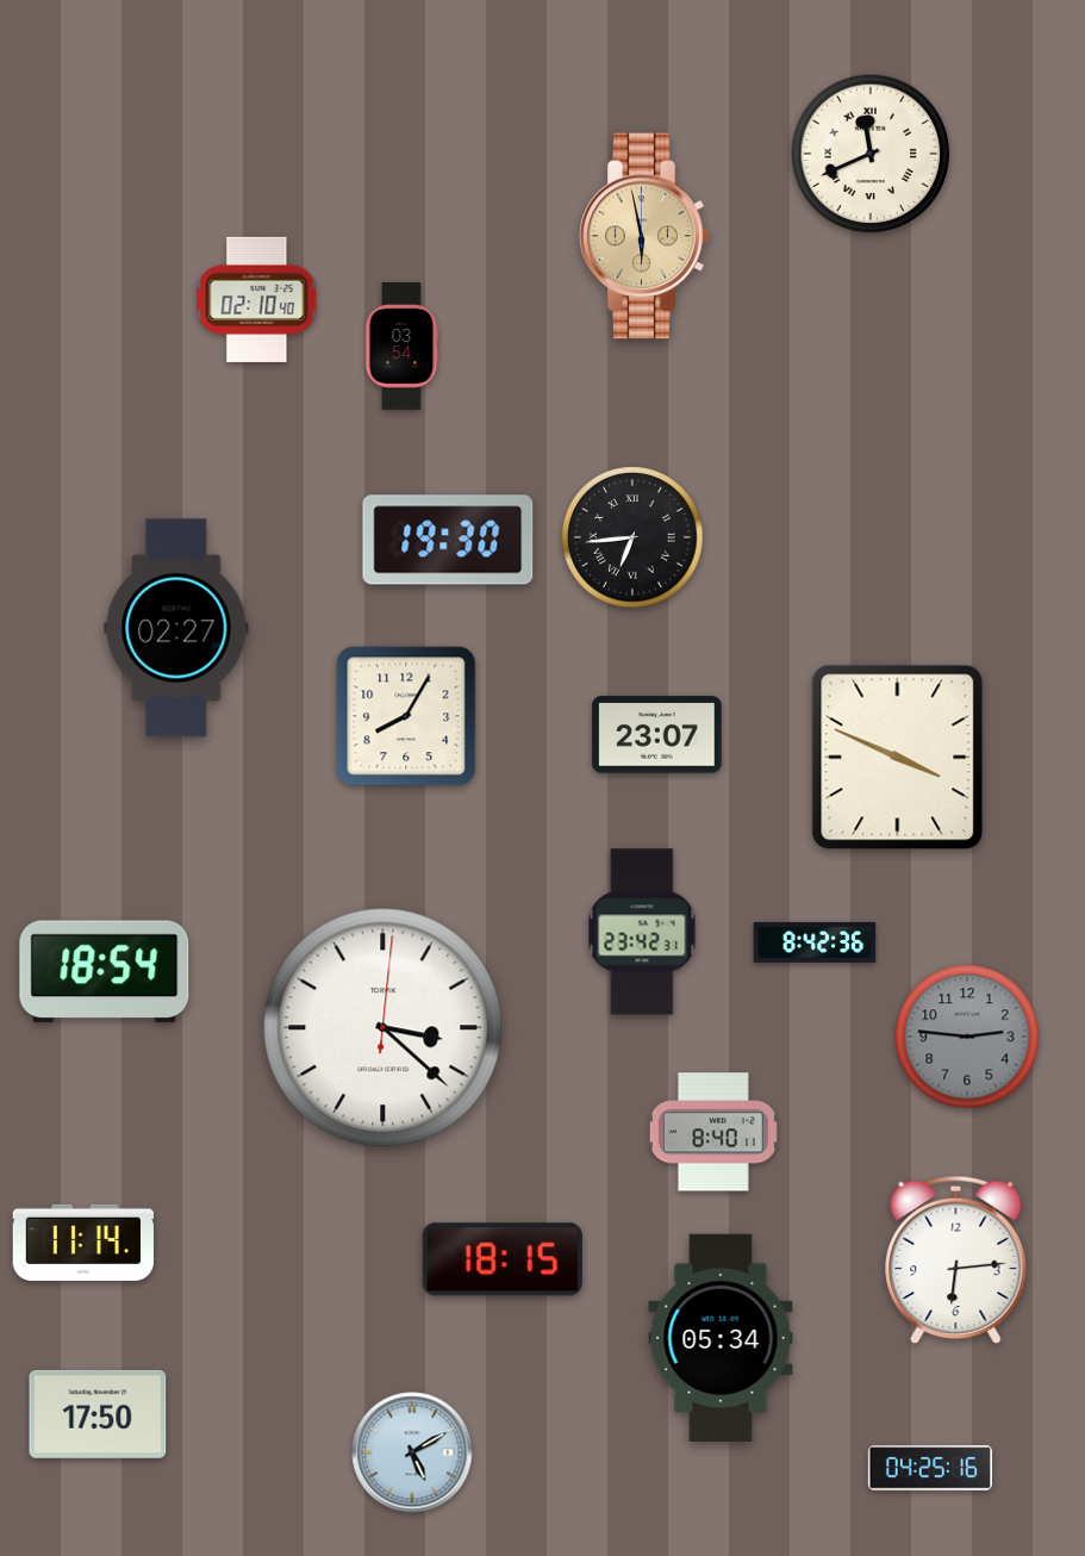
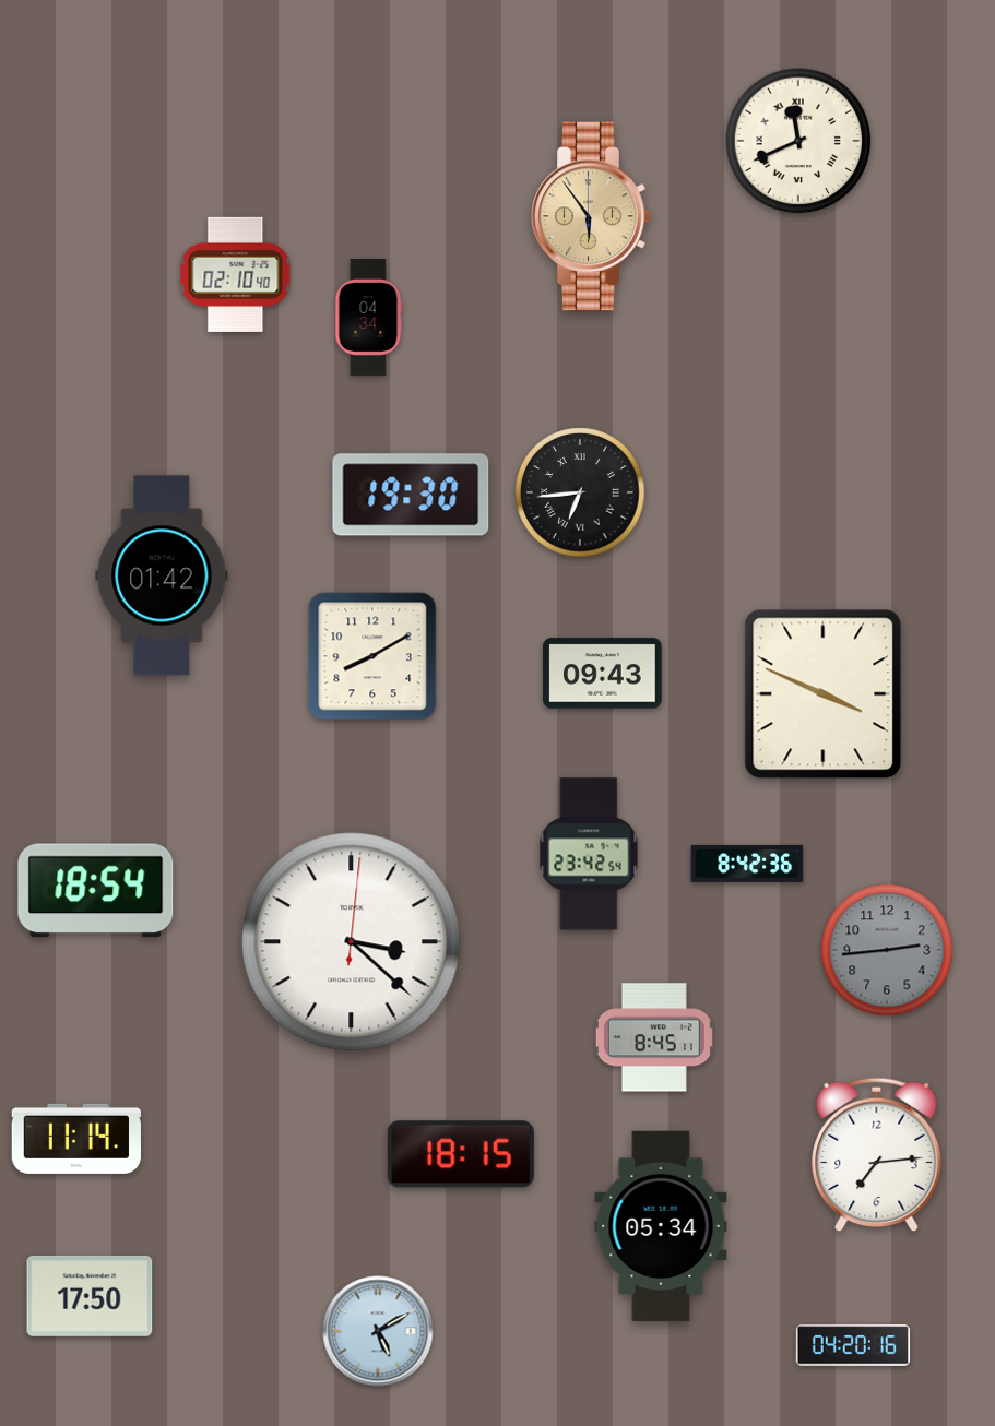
clock at (644, 236): 5:58 -> 5:54
clock at (401, 346): 03:54 -> 04:34
clock at (176, 628): 02:27 -> 01:42
clock at (406, 716): 8:05 -> 8:10
clock at (657, 735): 23:07 -> 09:43
clock at (642, 932): 23:42:31 -> 23:42:54
clock at (967, 1037): 2:46 -> 2:44
clock at (713, 1132): 8:40 -> 8:45
clock at (956, 1261): 6:14 -> 7:14
clock at (930, 1468): 04:25 -> 04:20
